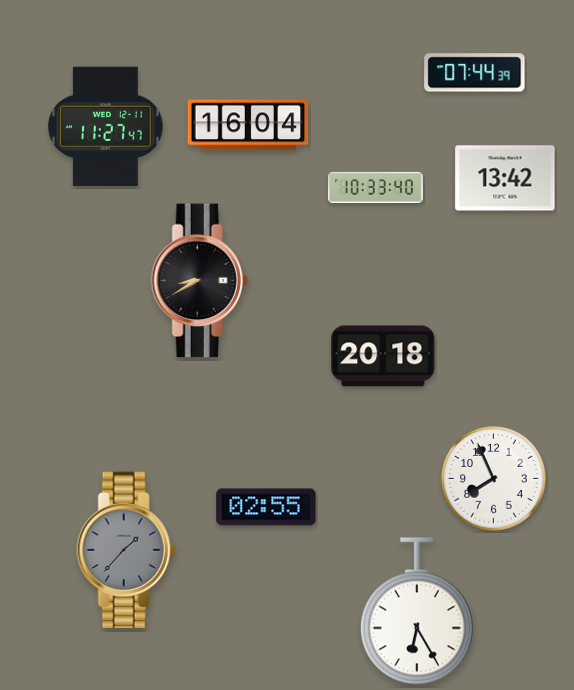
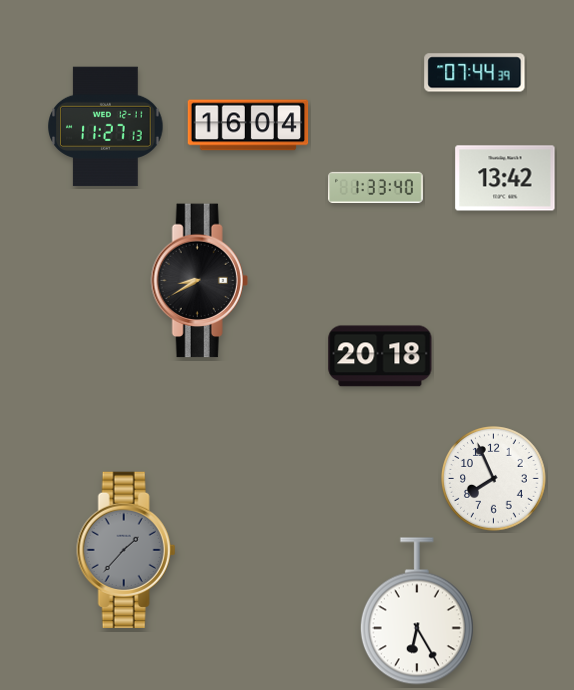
clock at (106, 127): 11:27:47 -> 11:27:13
clock at (376, 187): 10:33 -> 1:33
clock at (383, 356) position: (383, 356) -> (380, 356)
clock at (266, 507): 02:55 -> none
